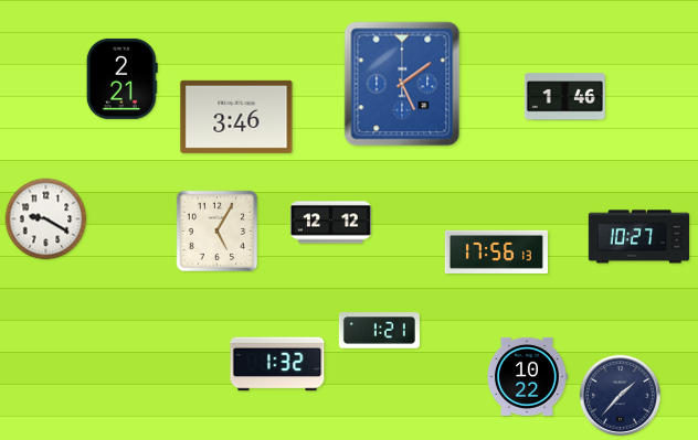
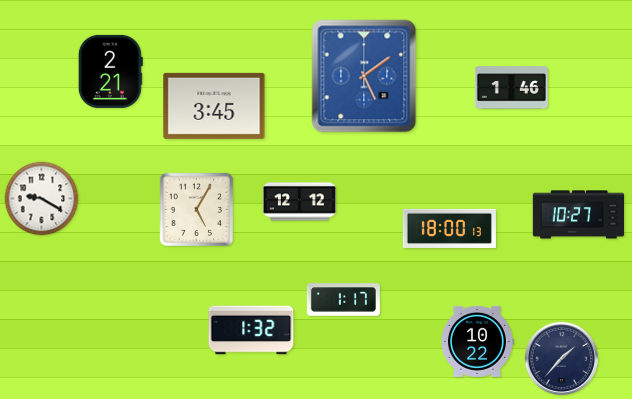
clock at (236, 117): 3:46 -> 3:45
clock at (496, 251): 17:56 -> 18:00
clock at (379, 331): 1:21 -> 1:17
